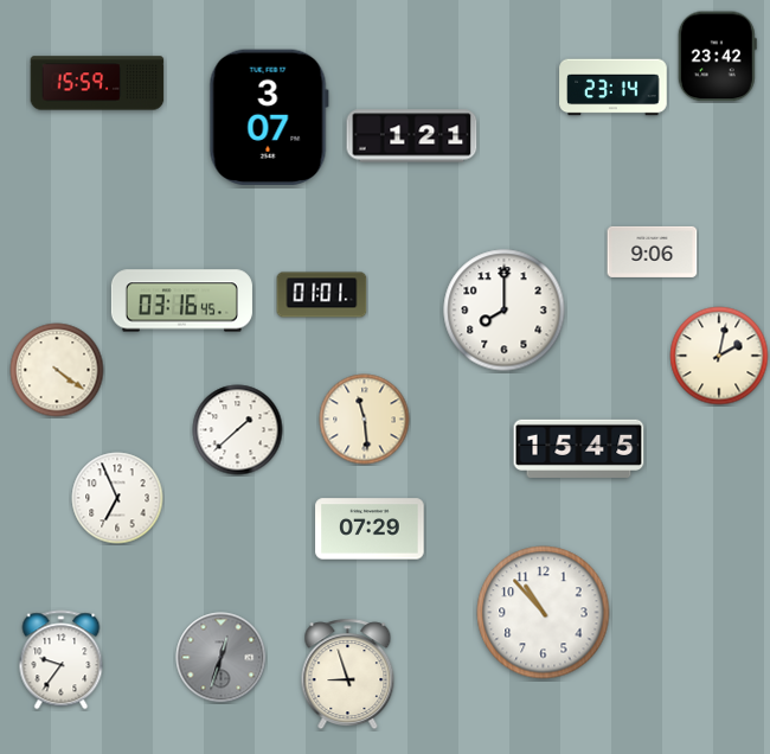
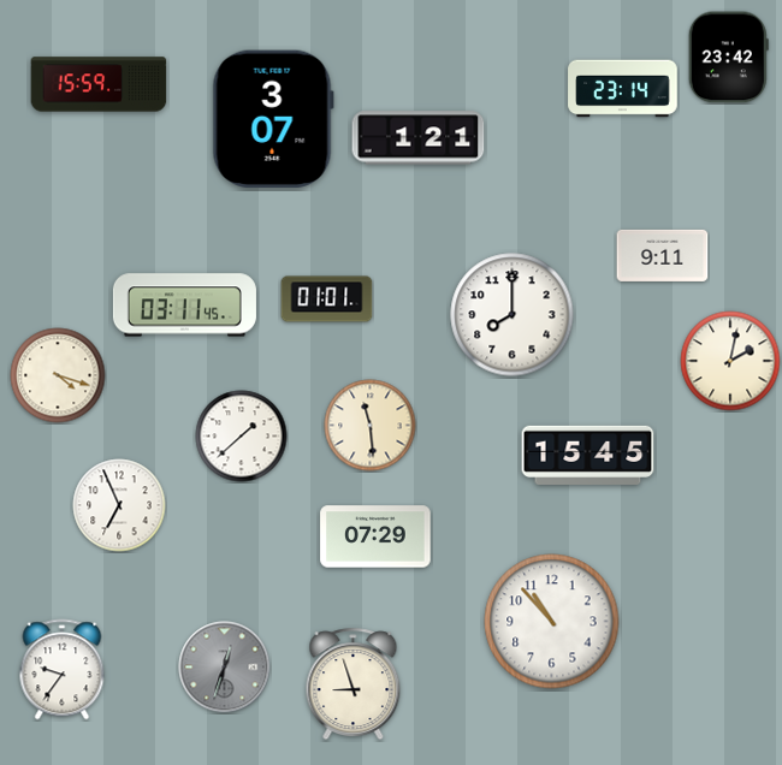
clock at (653, 251): 9:06 -> 9:11
clock at (181, 301): 03:16 -> 03:11
clock at (57, 370): 4:21 -> 4:18
